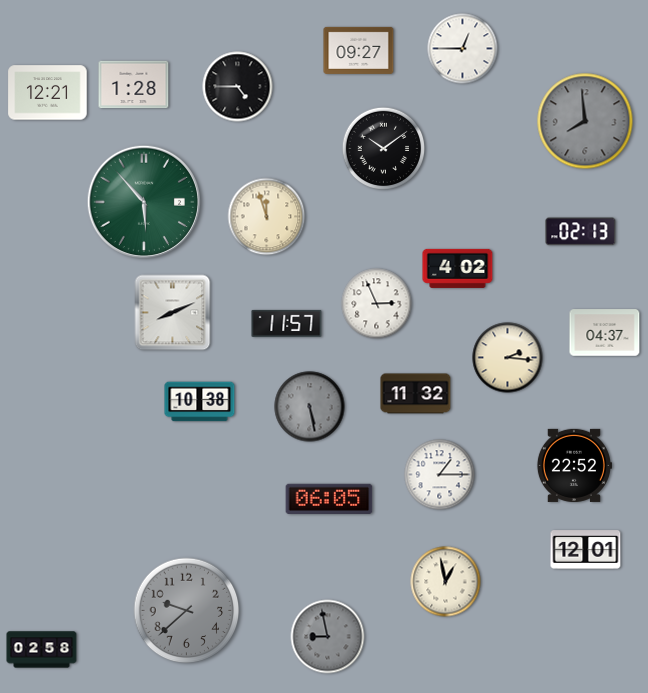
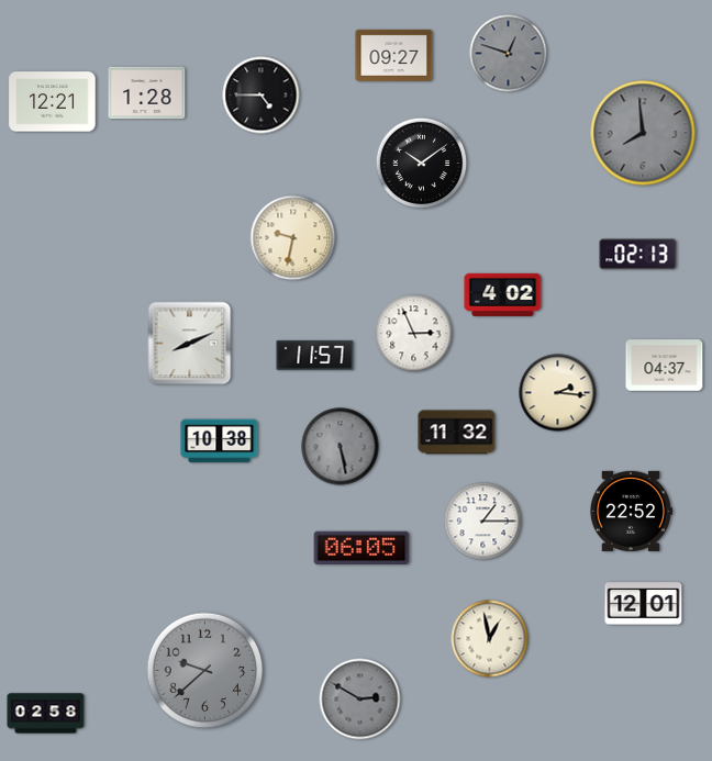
clock at (463, 49): 12:45 -> 12:48
clock at (463, 49) dial: white -> grey
clock at (143, 201): 5:53 -> none
clock at (267, 217): 11:57 -> 9:32
clock at (328, 637): 8:58 -> 2:50
